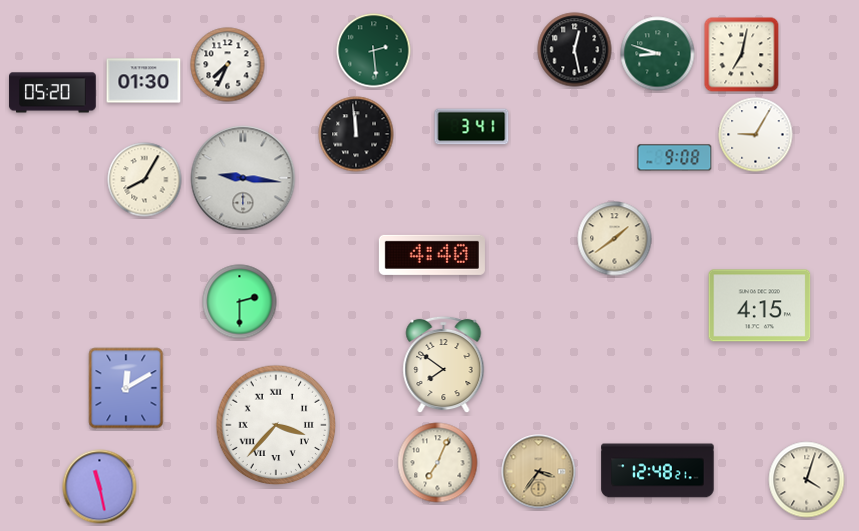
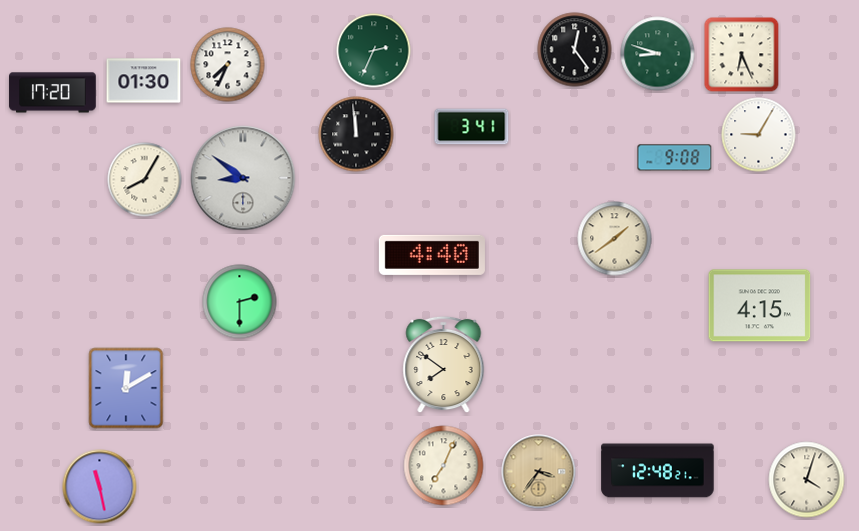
clock at (575, 50): 12:28 -> 12:24
clock at (374, 51): 2:29 -> 2:34
clock at (742, 55): 7:02 -> 6:26
clock at (53, 93): 05:20 -> 17:20
clock at (756, 135) position: (756, 135) -> (759, 135)
clock at (243, 178): 9:16 -> 8:51
clock at (276, 425): 3:37 -> none
clock at (438, 463) position: (438, 463) -> (444, 466)
